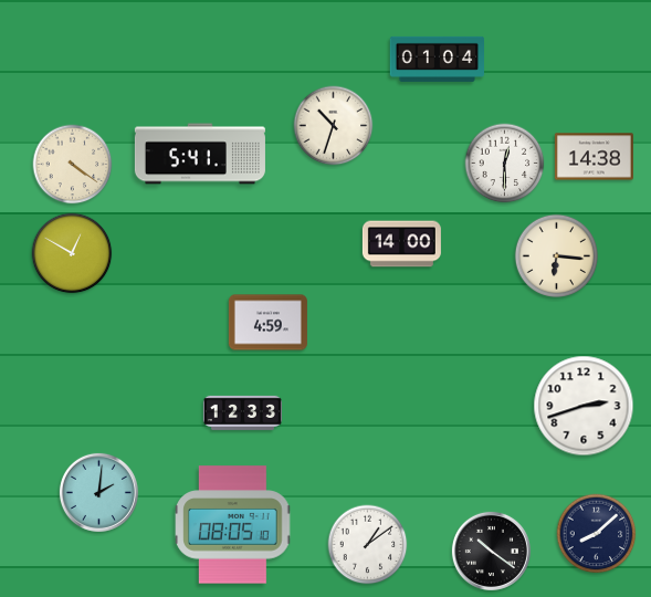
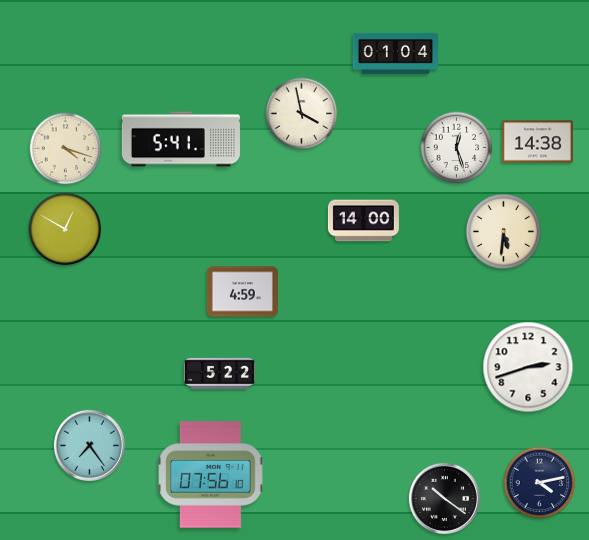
clock at (334, 126): 10:33 -> 3:58
clock at (505, 164): 12:30 -> 12:27
clock at (73, 165): 4:21 -> 4:18
clock at (557, 256): 6:16 -> 5:31
clock at (242, 412): 12:33 -> 5:22
clock at (98, 492): 2:01 -> 7:24
clock at (233, 525): 08:05 -> 07:56
clock at (597, 534): 8:08 -> 4:13
clock at (368, 545): 1:09 -> none
